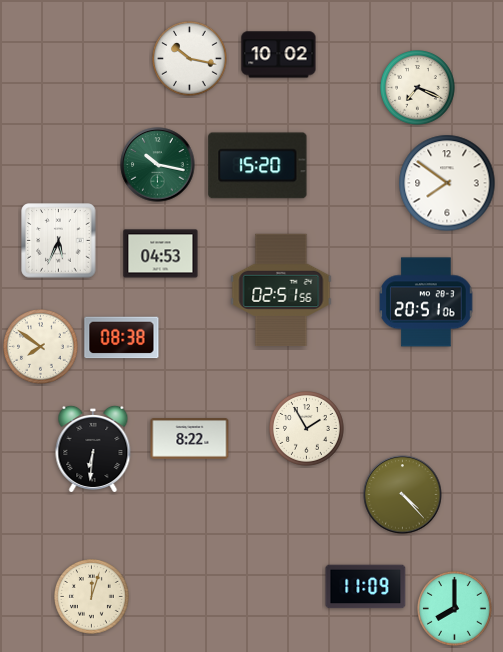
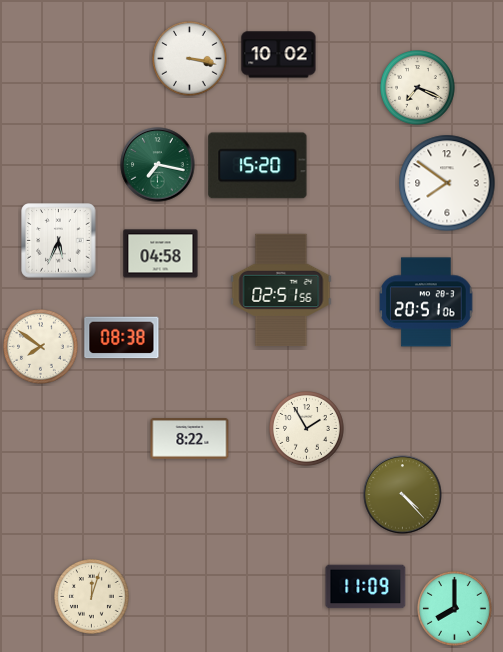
clock at (190, 59): 10:17 -> 3:17
clock at (158, 165): 10:17 -> 7:17
clock at (161, 254): 04:53 -> 04:58
clock at (93, 449): 6:31 -> none
